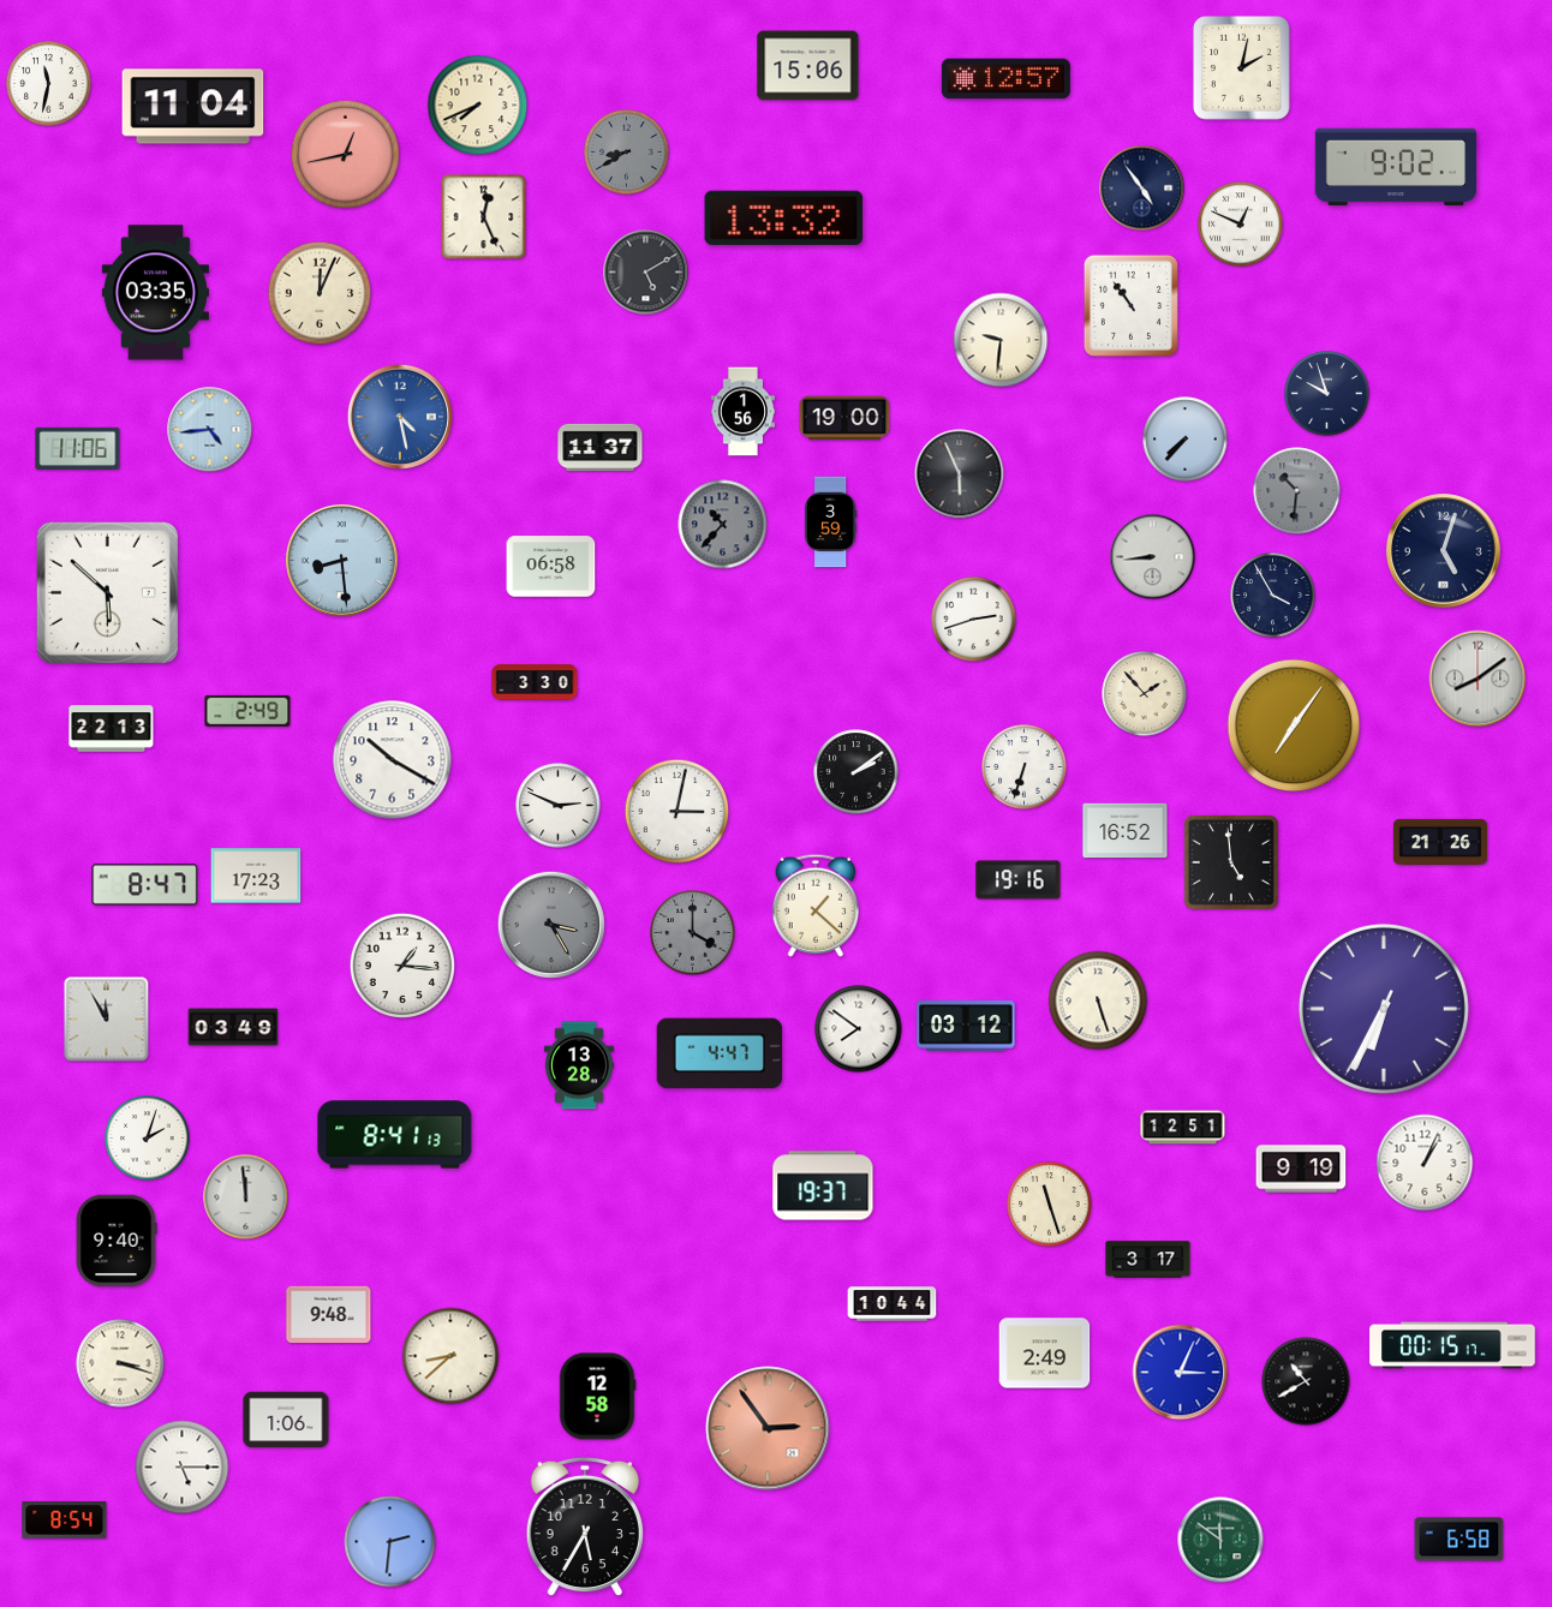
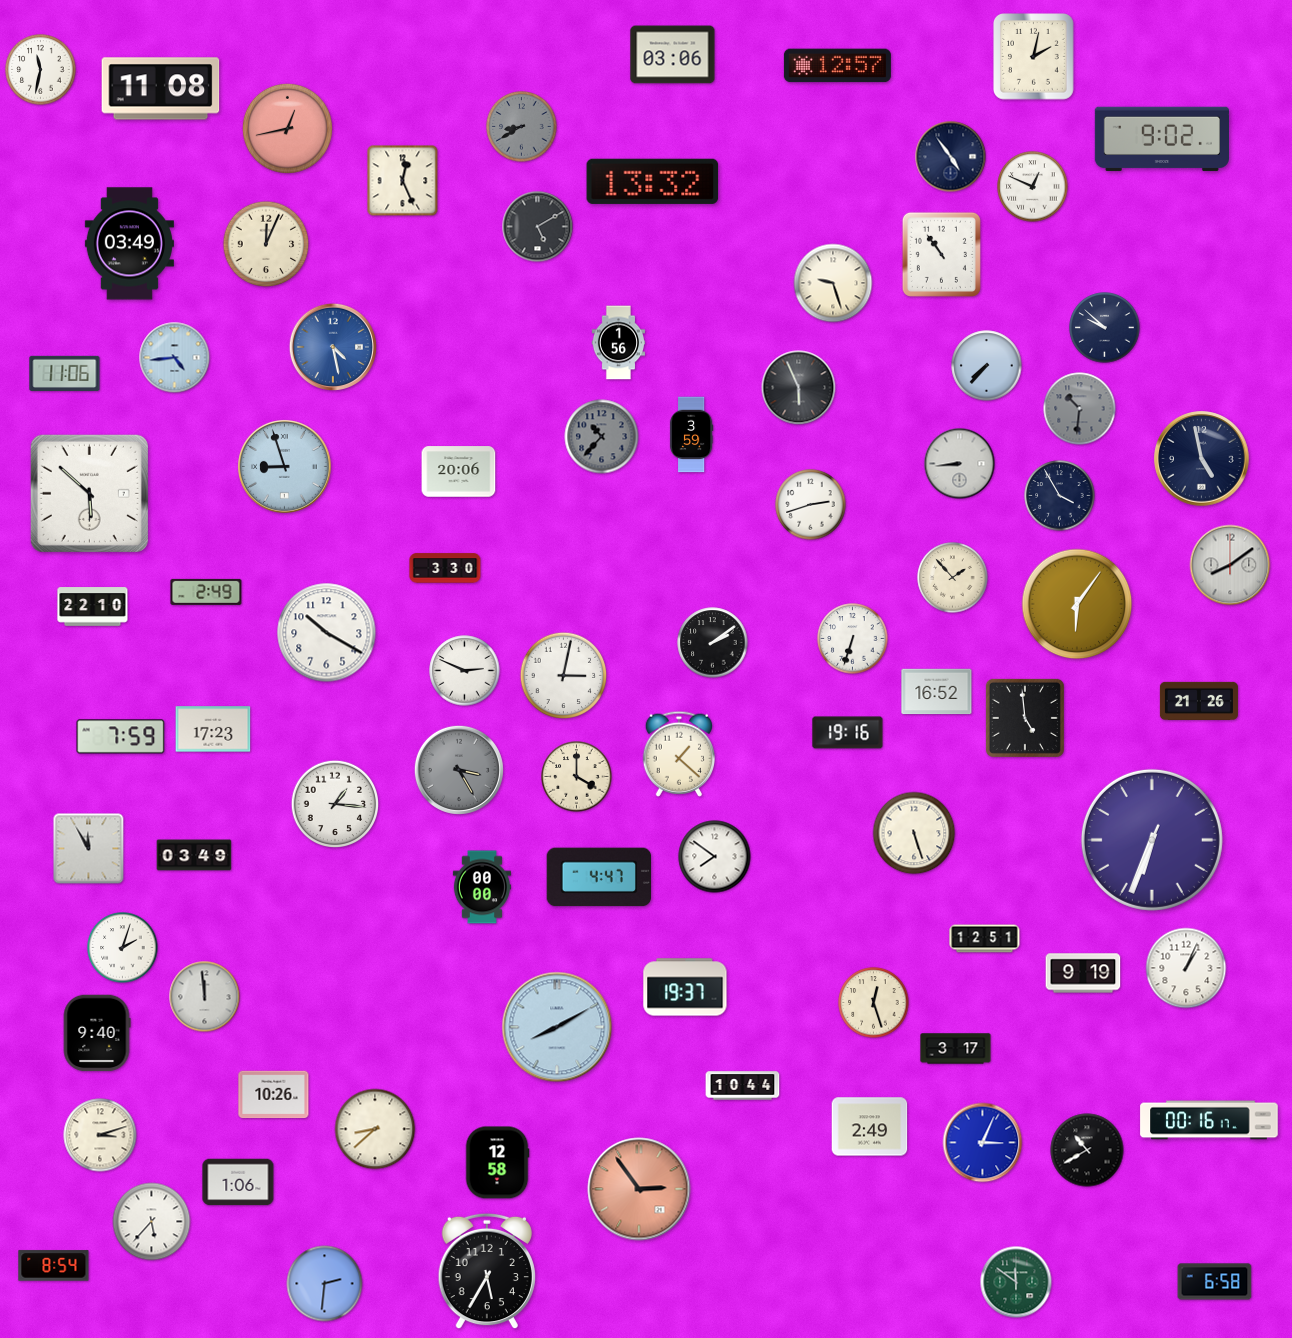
clock at (808, 66): 15:06 -> 03:06
clock at (478, 106): 7:41 -> none
clock at (193, 107): 11:04 -> 11:08
clock at (155, 293): 03:35 -> 03:49
clock at (1001, 340): 9:31 -> 9:27
clock at (1327, 394): 9:57 -> 9:52
clock at (844, 418): 19:00 -> none
clock at (601, 448): 11:37 -> none
clock at (960, 474) position: (960, 474) -> (799, 388)
clock at (1444, 551): 5:03 -> 4:58
clock at (342, 561): 8:29 -> 8:57
clock at (551, 567): 06:58 -> 20:06
clock at (974, 620) position: (974, 620) -> (811, 505)
clock at (1294, 725): 7:06 -> 6:06
clock at (112, 729): 22:13 -> 22:10
clock at (145, 885): 8:47 -> 7:59
clock at (693, 933) dial: grey -> cream
clock at (1384, 1009): 6:34 -> 6:33
clock at (966, 1027): 03:12 -> none
clock at (579, 1065): 13:28 -> 00:00
clock at (395, 1135): 8:41 -> none
clock at (1050, 1205): 11:27 -> 12:27
clock at (557, 1027): none -> 8:10
clock at (329, 1315): 9:48 -> 10:26
clock at (1452, 1345): 00:15 -> 00:16
clock at (120, 1363): 3:18 -> 3:12
clock at (183, 1468): 5:15 -> 5:37
